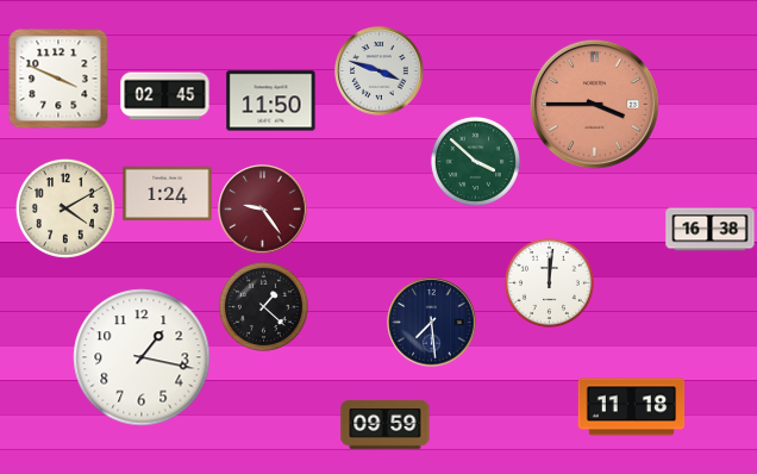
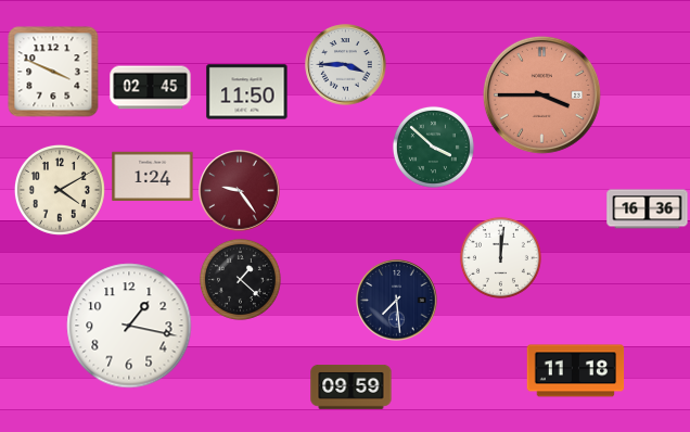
clock at (380, 71): 3:48 -> 3:45
clock at (711, 230): 16:38 -> 16:36
clock at (432, 323) position: (432, 323) -> (397, 301)
